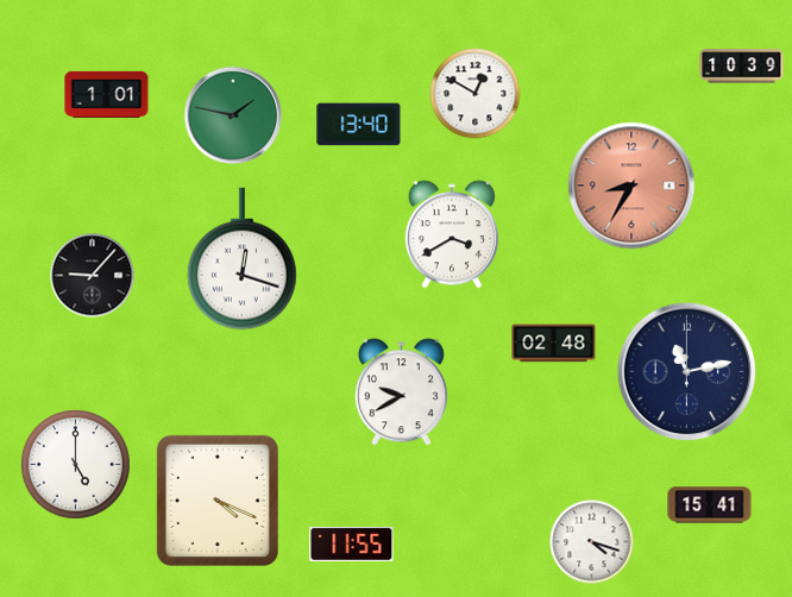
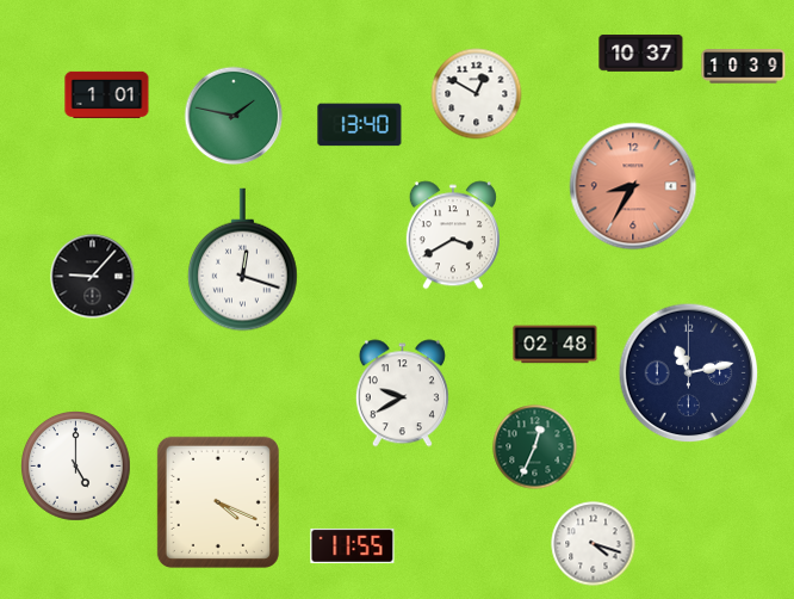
clock at (641, 54): none -> 10:37
clock at (535, 447): none -> 12:34
clock at (710, 505): 15:41 -> none
